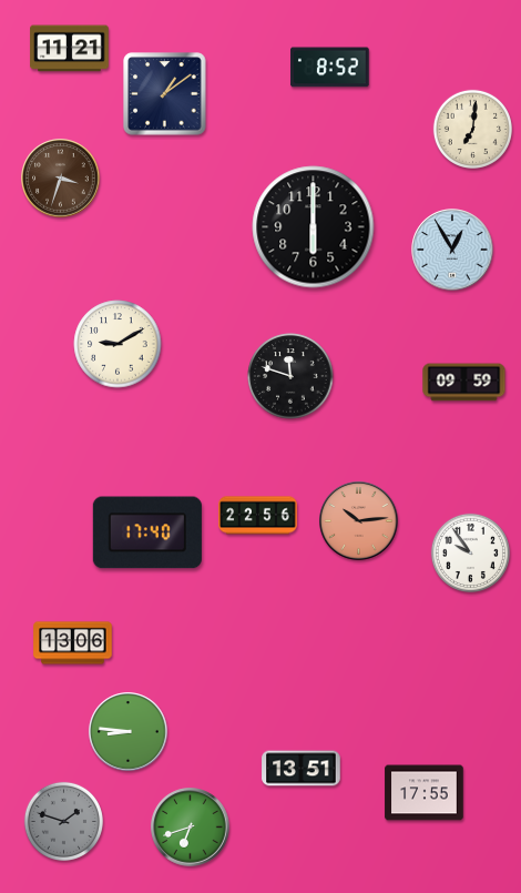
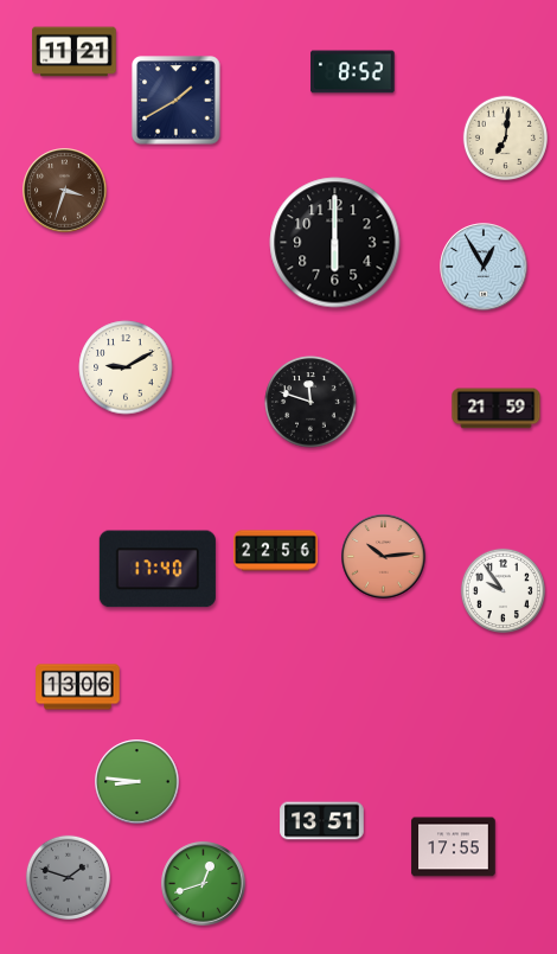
clock at (165, 94): 1:09 -> 1:40
clock at (464, 383): 09:59 -> 21:59
clock at (191, 828): 6:42 -> 12:42
